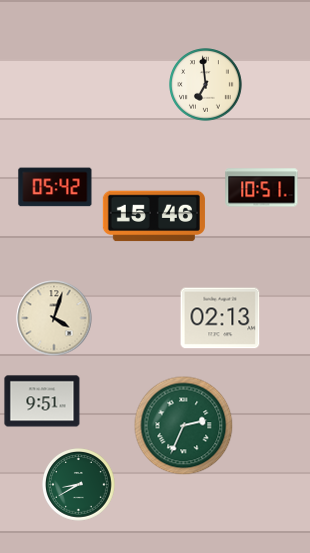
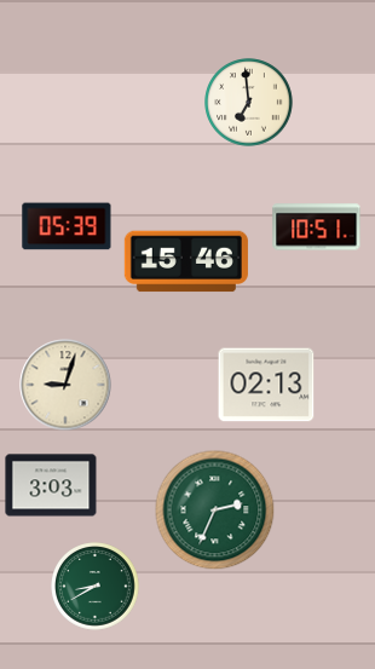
clock at (55, 187): 05:42 -> 05:39
clock at (54, 318): 4:03 -> 9:03
clock at (42, 401): 9:51 -> 3:03
clock at (184, 426) position: (184, 426) -> (215, 511)
